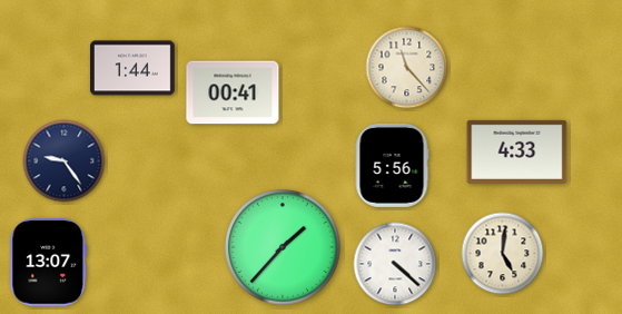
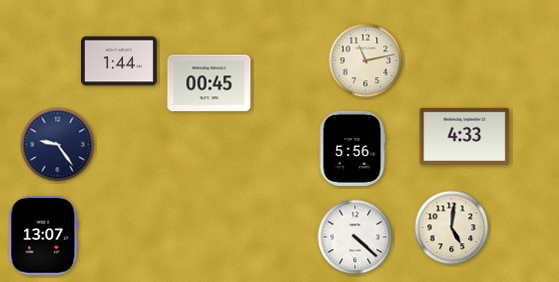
clock at (407, 68): 11:23 -> 11:13
clock at (233, 92): 00:41 -> 00:45
clock at (283, 247): 1:37 -> none
